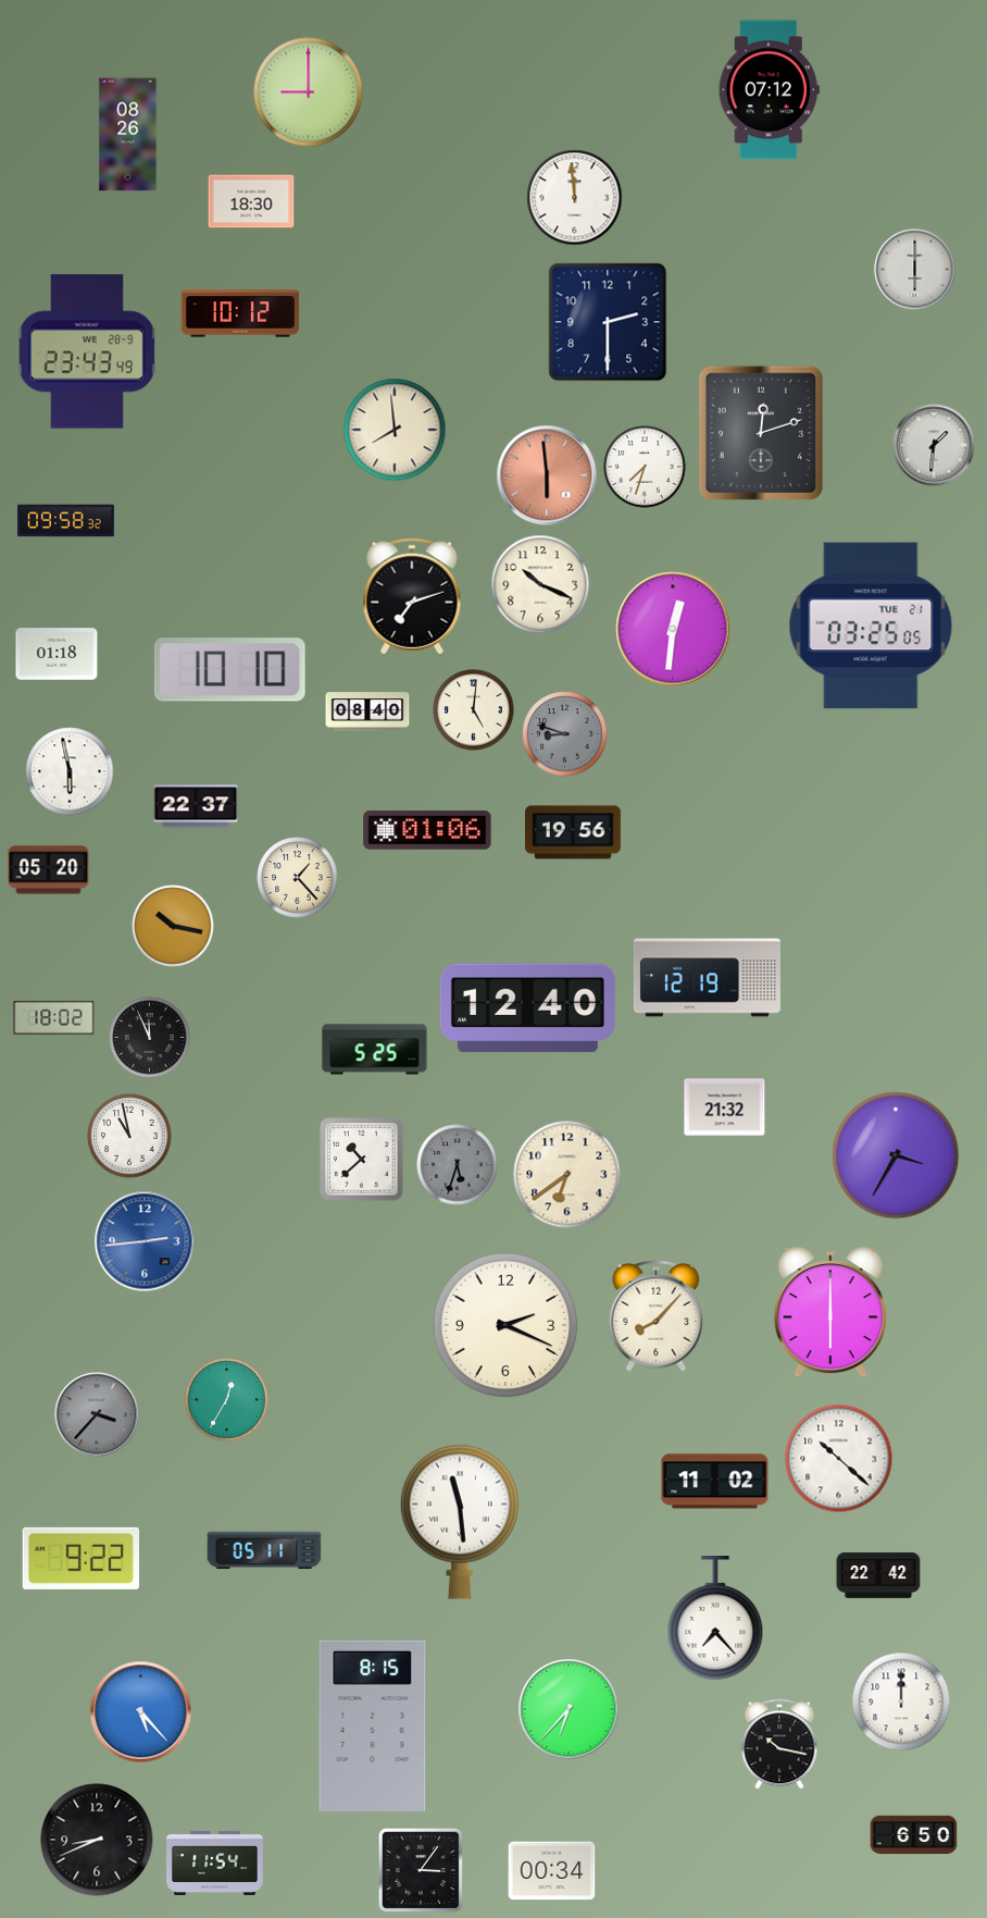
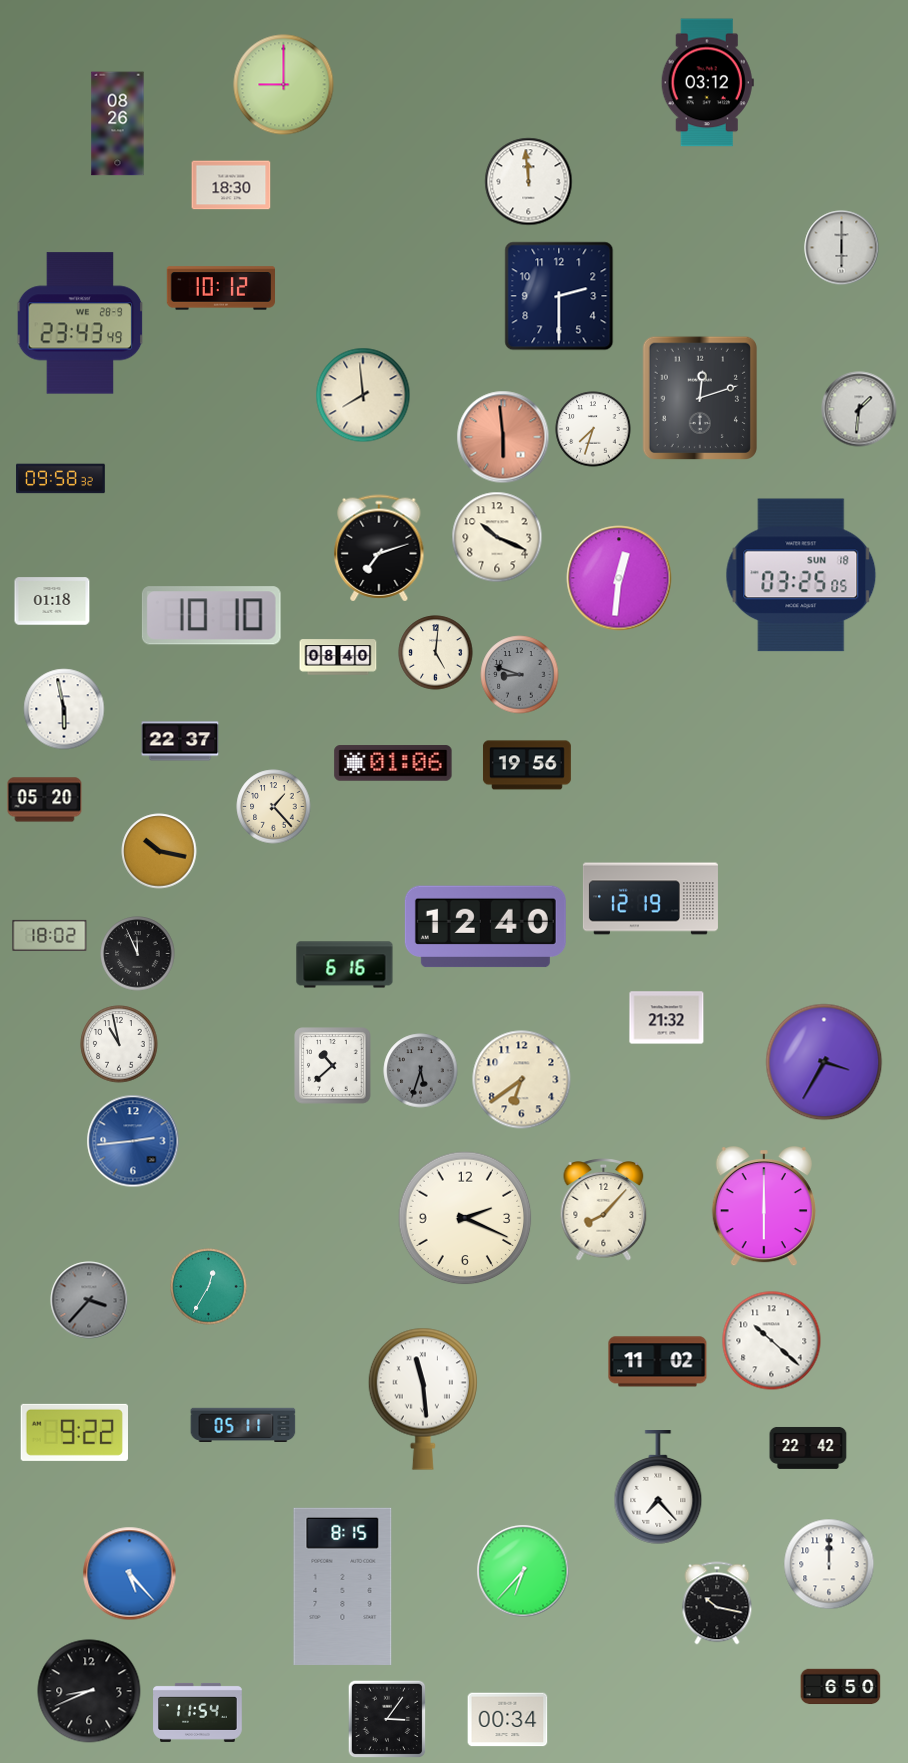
clock at (769, 90): 07:12 -> 03:12
clock at (871, 626) date: TUE 21 -> SUN 18
clock at (367, 711) position: (367, 711) -> (338, 657)
clock at (375, 1050): 5:25 -> 6:16
